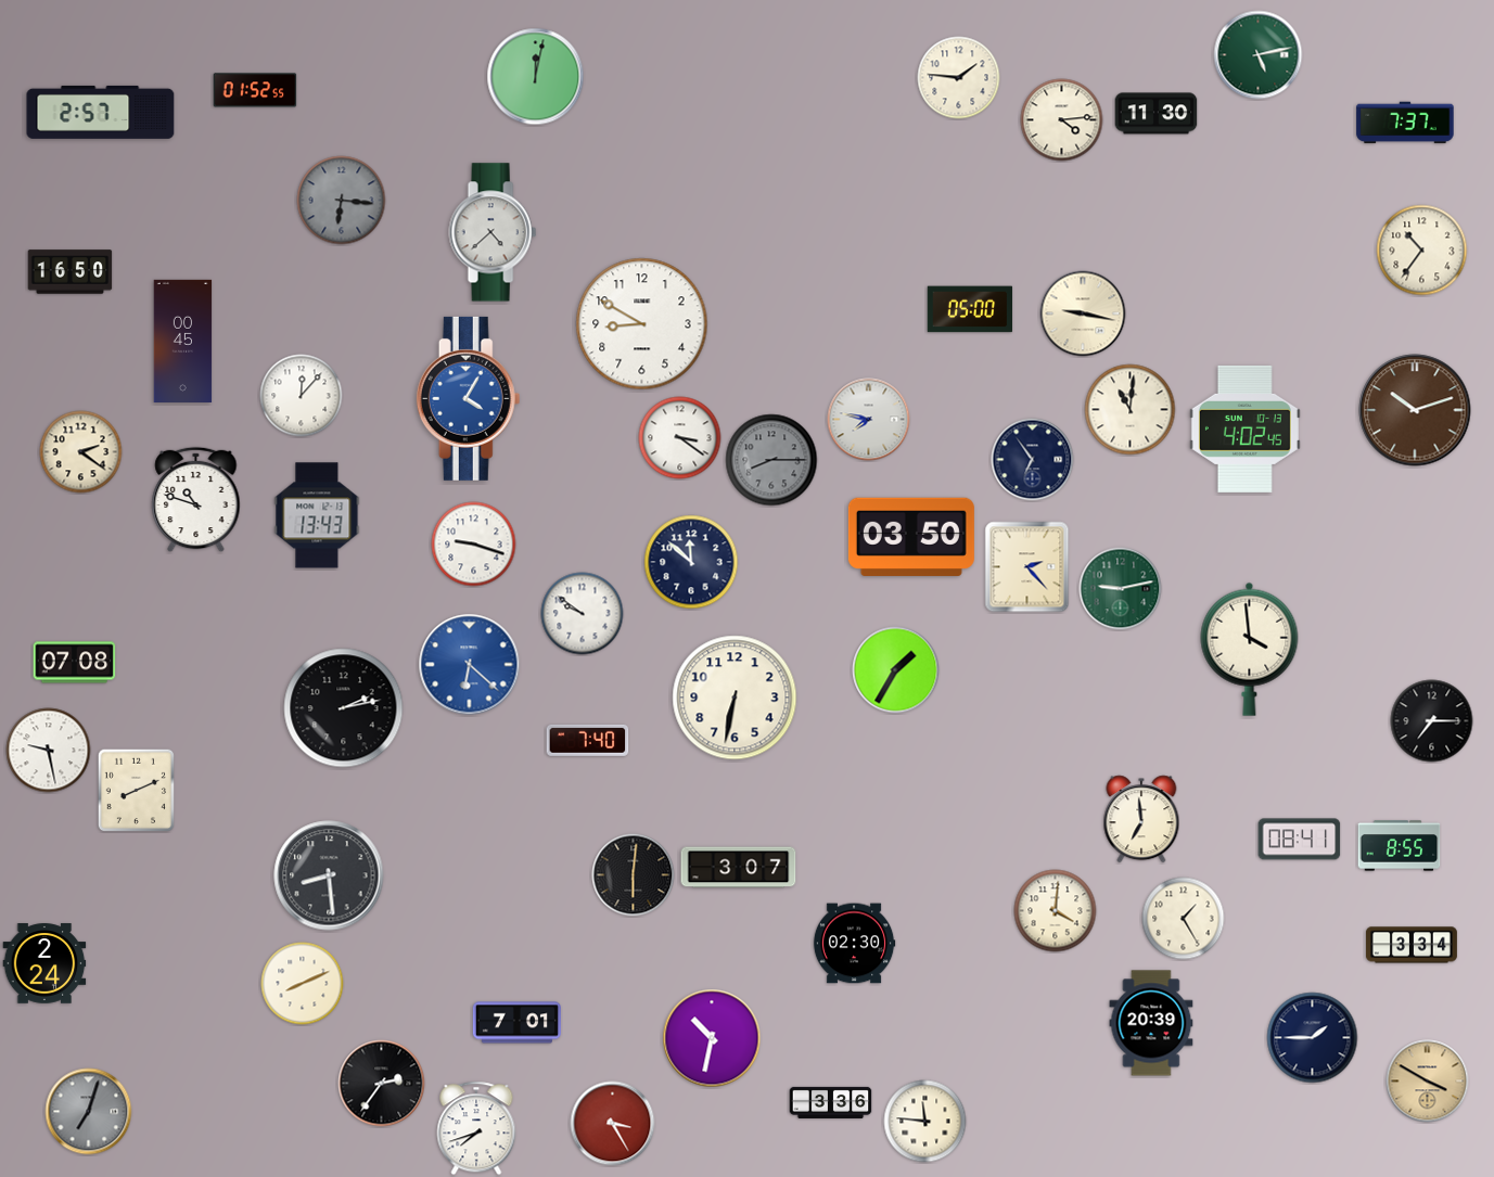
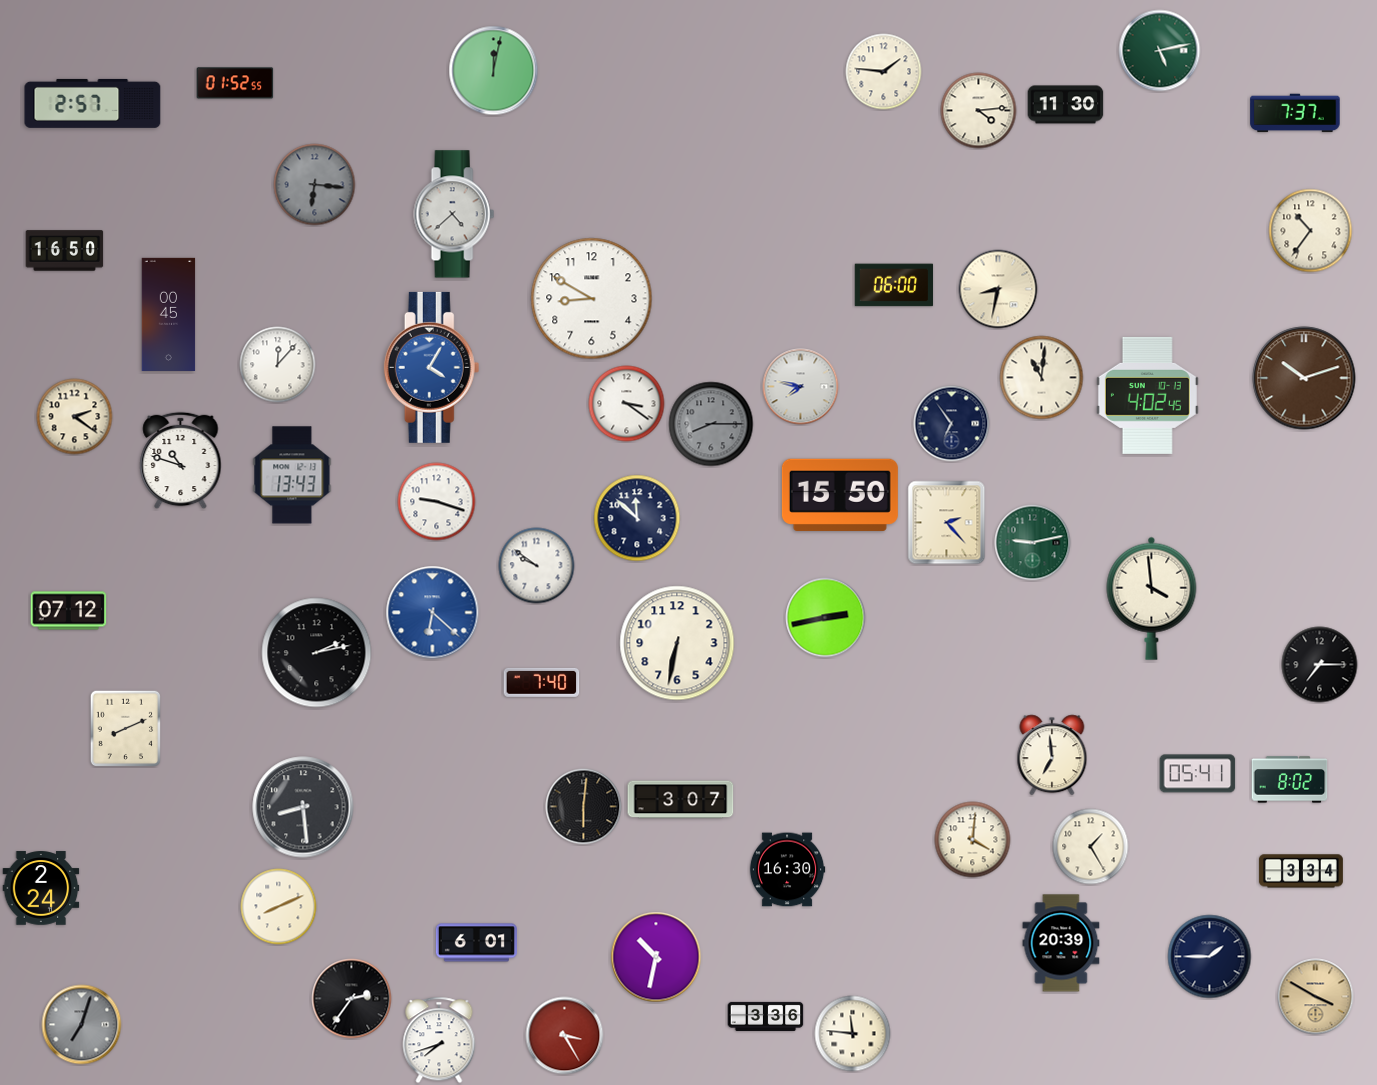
clock at (970, 309): 05:00 -> 06:00
clock at (1083, 314): 9:17 -> 8:32
clock at (911, 536): 03:50 -> 15:50
clock at (75, 663): 07:08 -> 07:12
clock at (896, 670): 1:35 -> 2:43
clock at (49, 751): 9:28 -> none
clock at (1300, 840): 08:41 -> 05:41
clock at (1400, 846): 8:55 -> 8:02
clock at (854, 944): 02:30 -> 16:30
clock at (516, 1023): 7:01 -> 6:01
